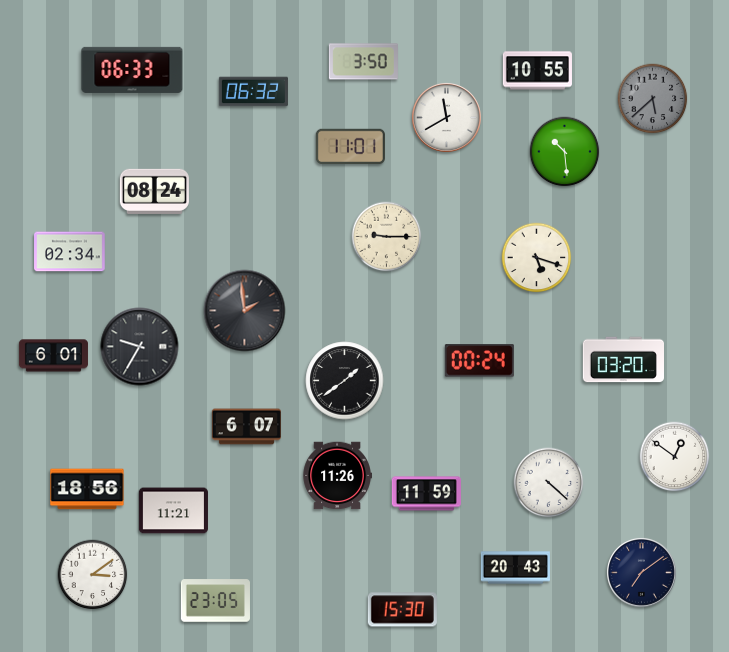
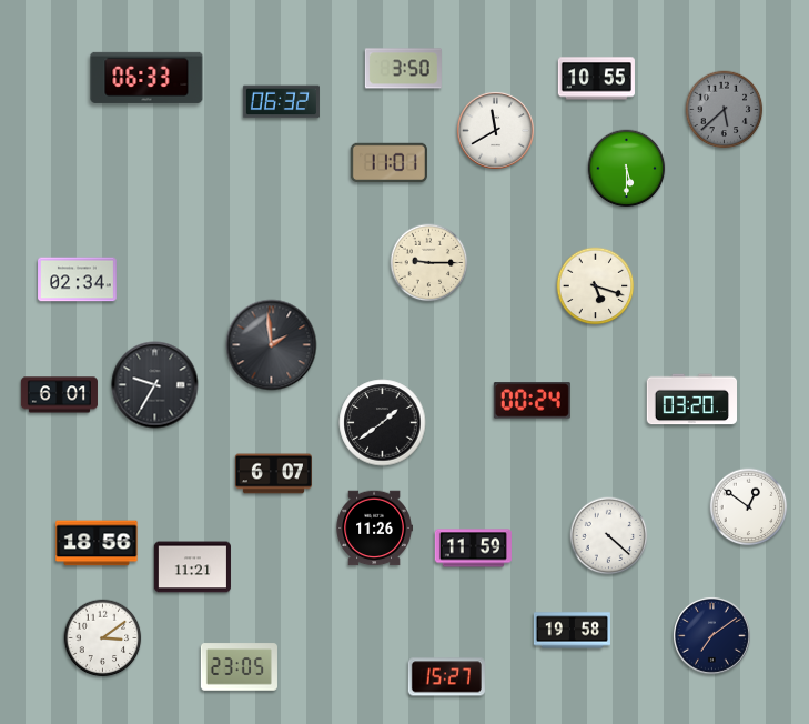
clock at (565, 152): 10:29 -> 5:30
clock at (154, 191): 08:24 -> none
clock at (515, 568): 20:43 -> 19:58
clock at (402, 610): 15:30 -> 15:27
